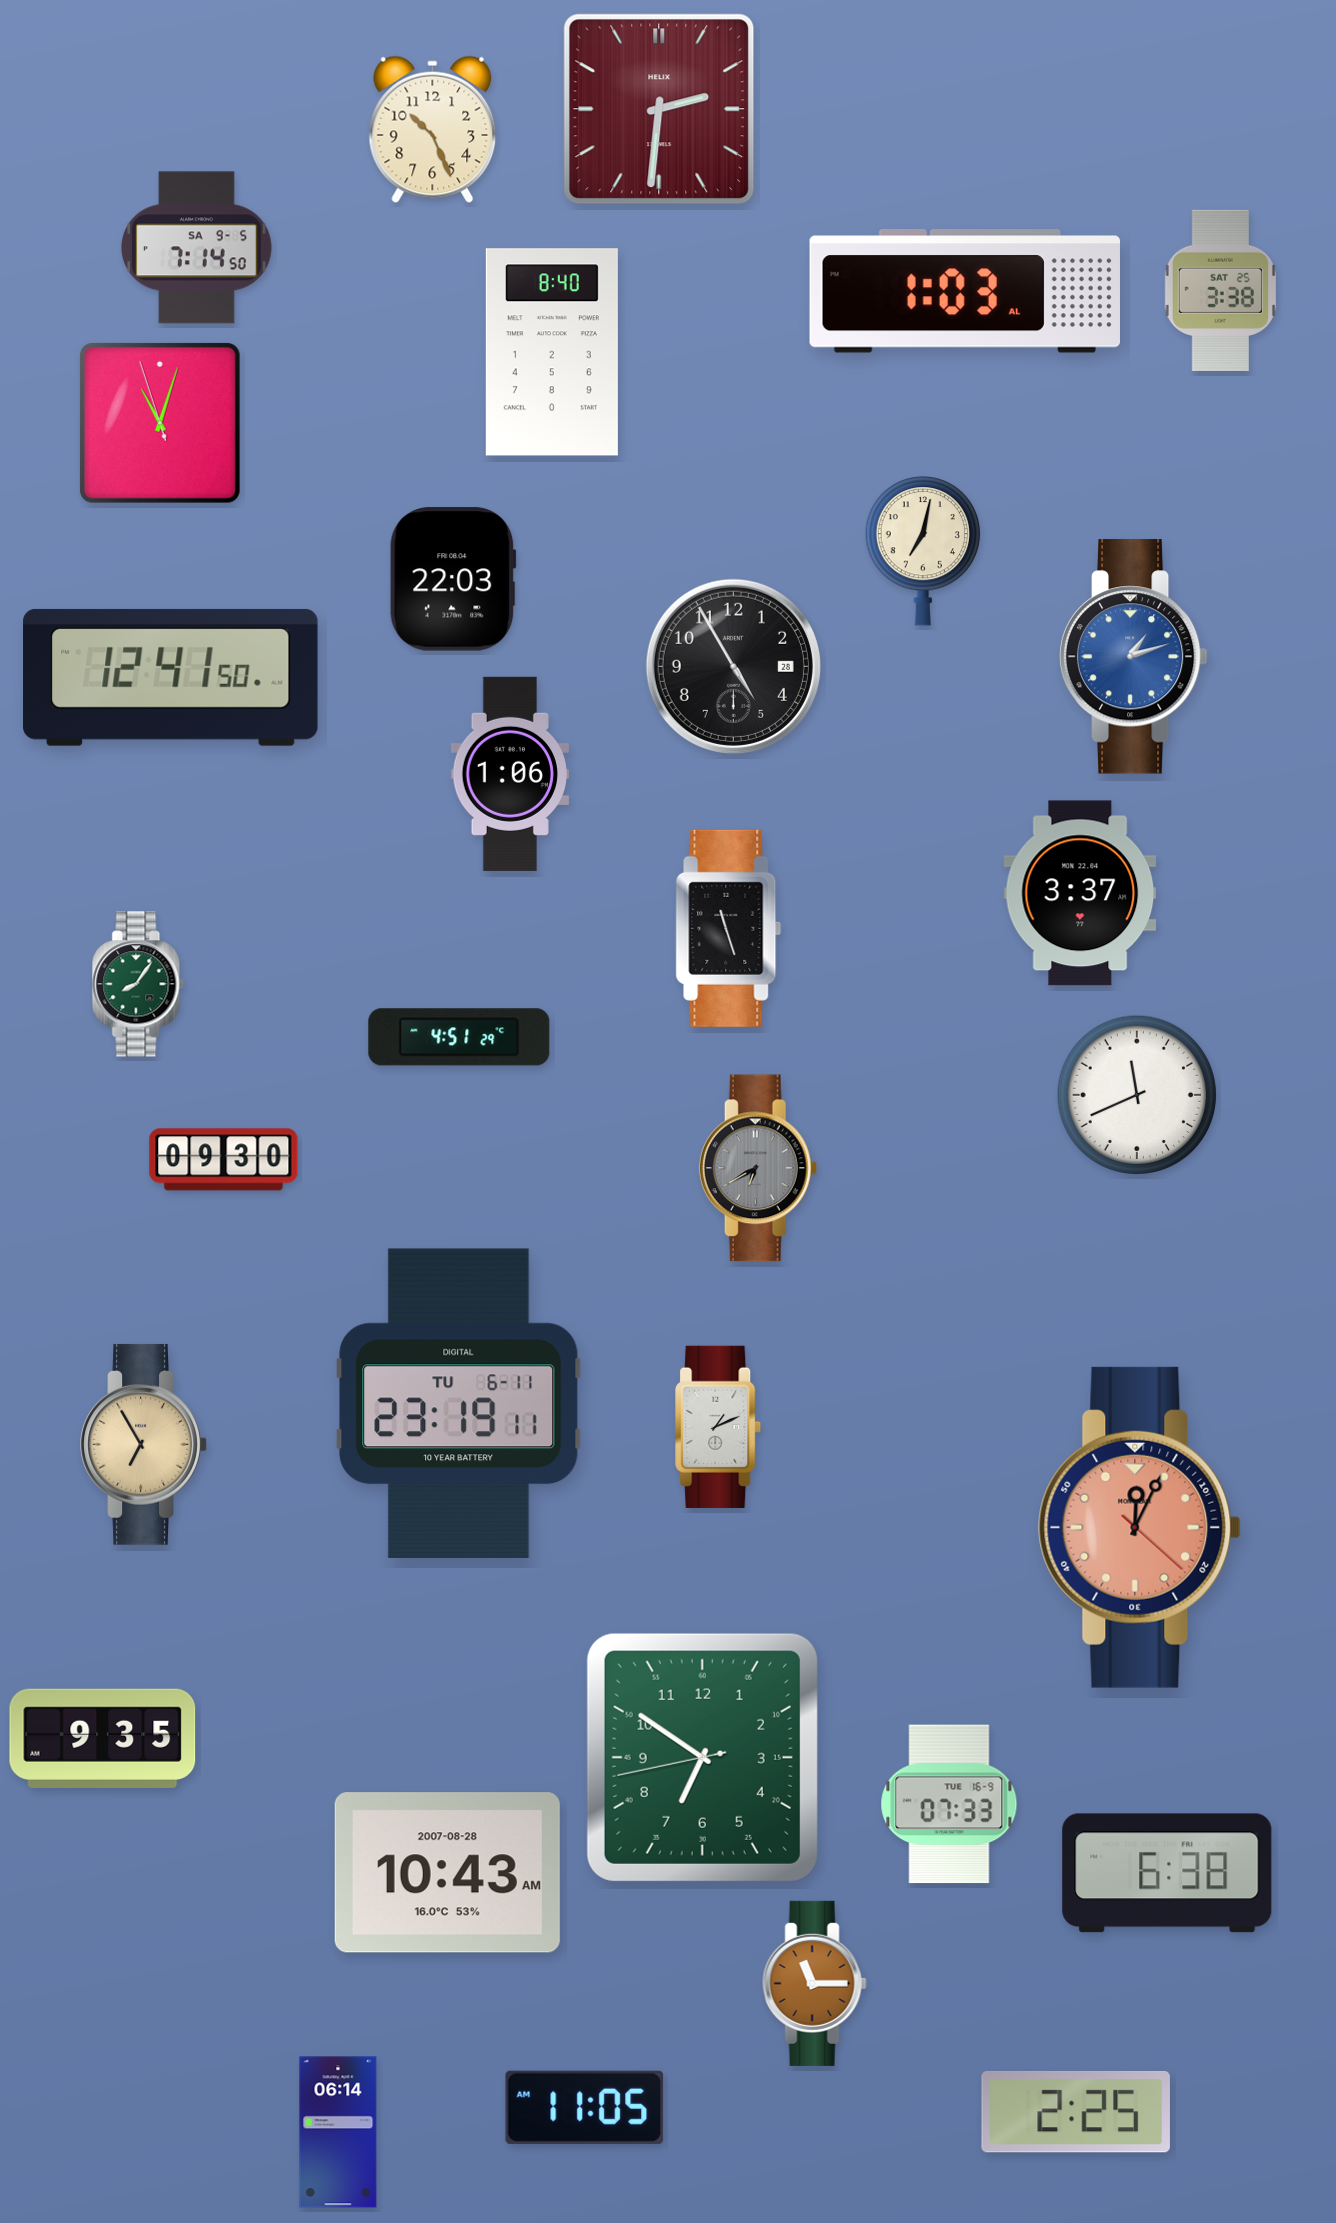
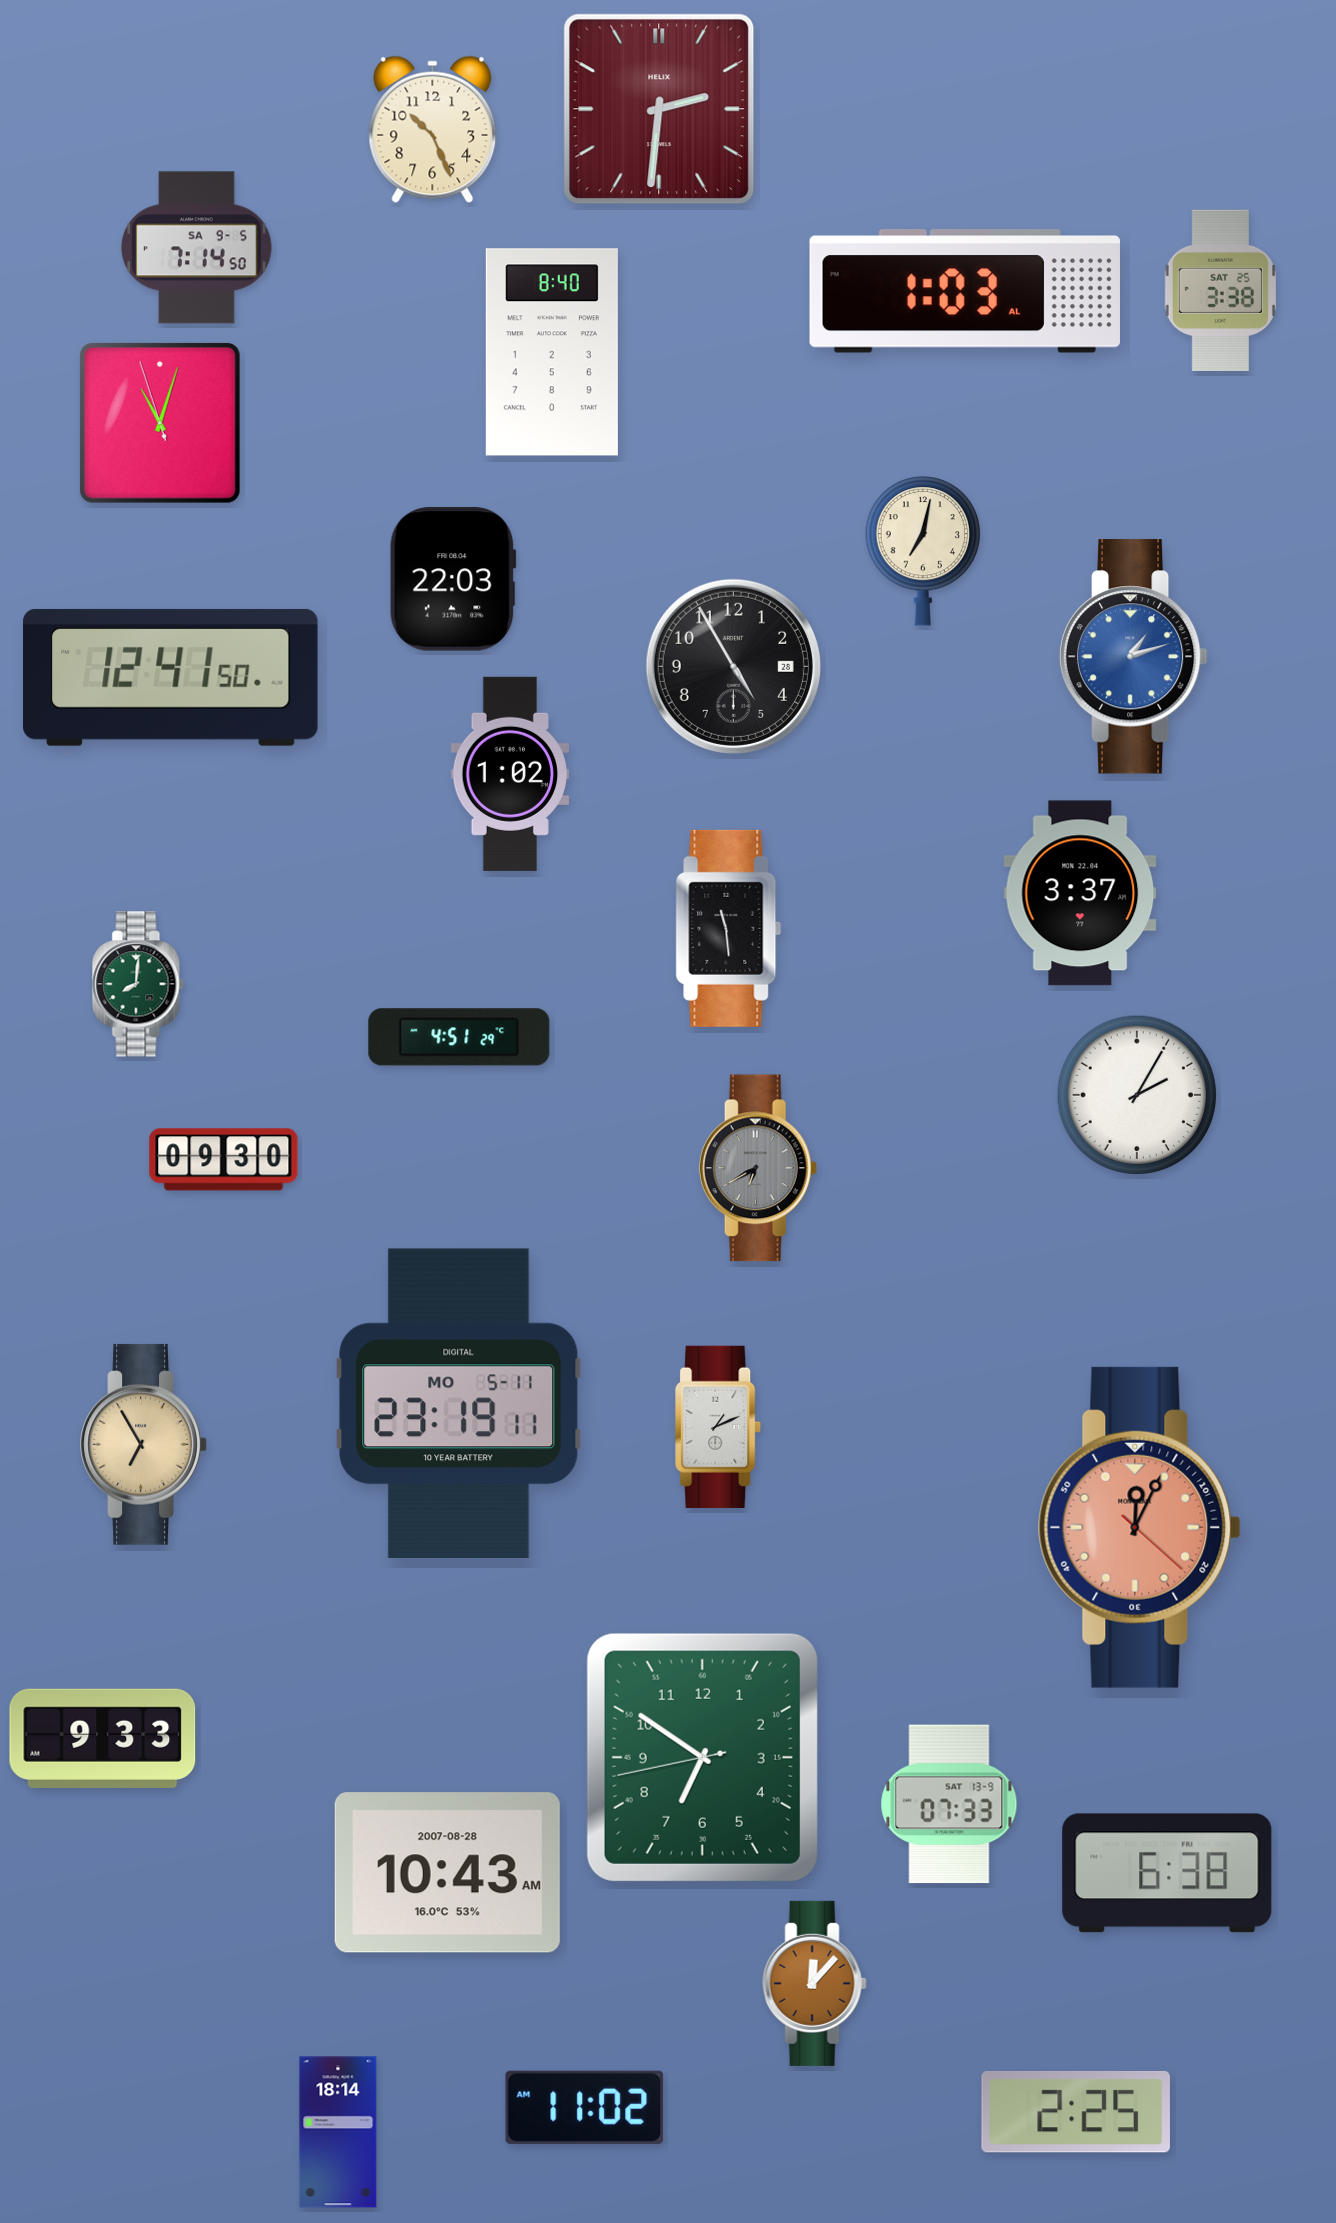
clock at (509, 774): 1:06 -> 1:02
clock at (729, 928): 11:27 -> 11:29
clock at (138, 984): 8:06 -> 8:01
clock at (1136, 1094): 11:41 -> 2:05
clock at (459, 1403) date: TU 6-11 -> MO 5-11
clock at (103, 1738): 9:35 -> 9:33
clock at (949, 1804) date: TUE 16-9 -> SAT 13-9
clock at (814, 1983): 11:15 -> 12:07
clock at (585, 2107): 11:05 -> 11:02
clock at (338, 2132): 06:14 -> 18:14
